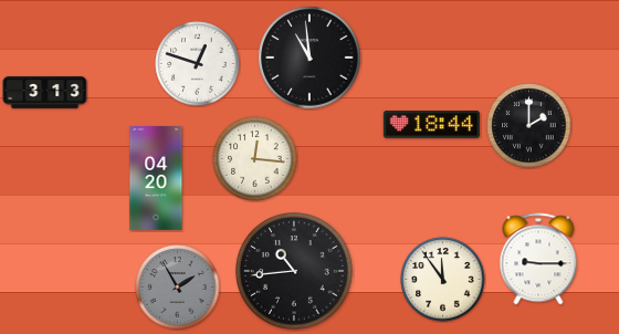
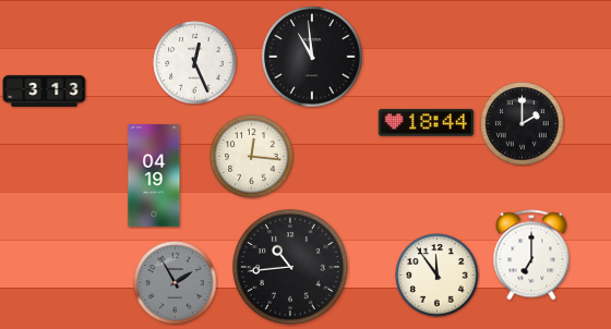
clock at (309, 58) position: (309, 58) -> (312, 57)
clock at (198, 64): 12:48 -> 12:26
clock at (156, 178): 04:20 -> 04:19
clock at (538, 259): 9:15 -> 7:00
